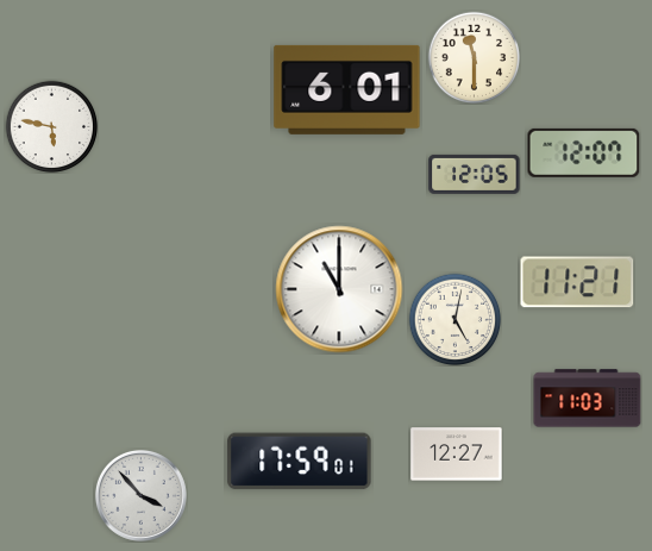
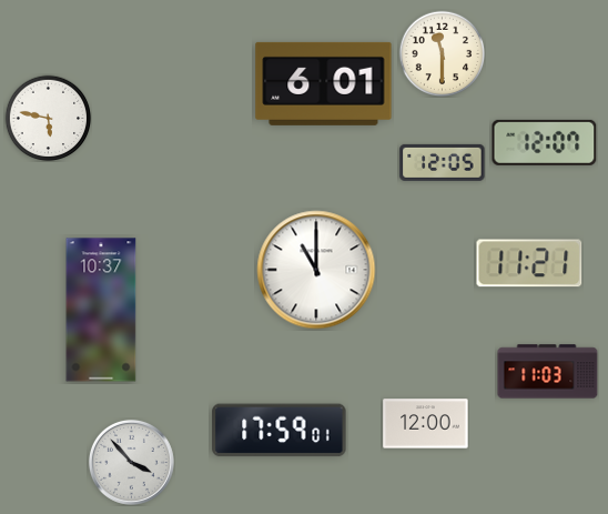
clock at (577, 282) position: (577, 282) -> (529, 263)
clock at (454, 319): 5:02 -> none
clock at (101, 310): none -> 10:37
clock at (457, 455): 12:27 -> 12:00
